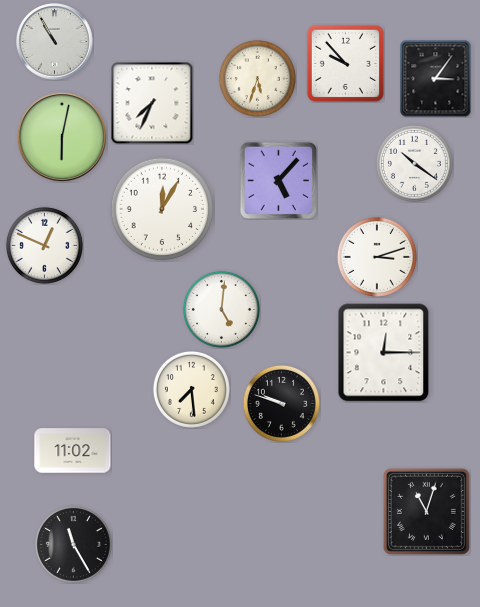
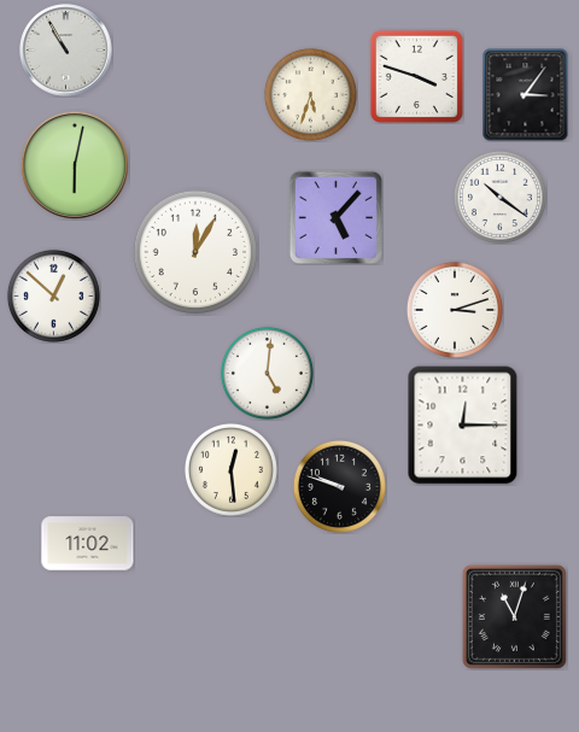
clock at (345, 63): 9:53 -> 3:48
clock at (152, 103): 7:34 -> none
clock at (44, 245): 12:49 -> 12:52
clock at (191, 389): 7:29 -> 12:29
clock at (73, 544): 11:25 -> none
